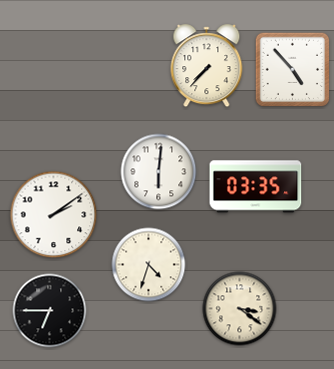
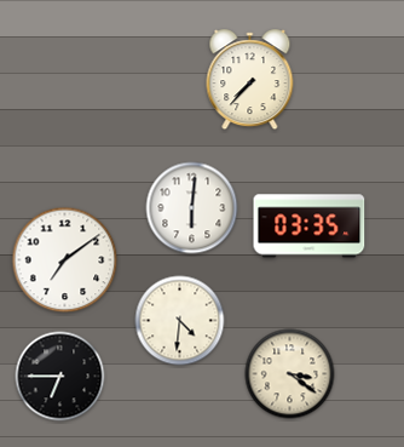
clock at (293, 70): 4:53 -> none
clock at (54, 215): 2:09 -> 7:09
clock at (149, 265): 4:33 -> 4:31
